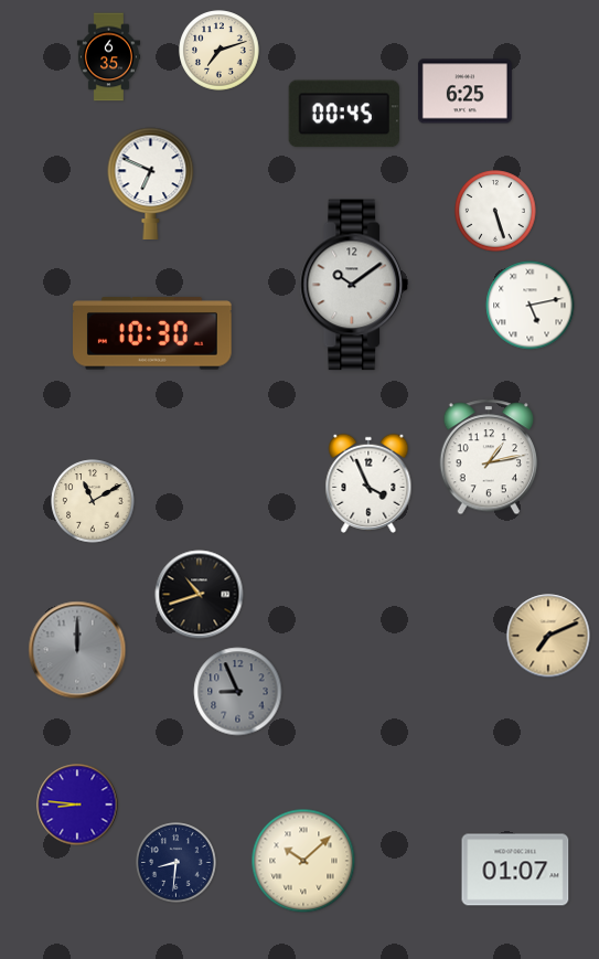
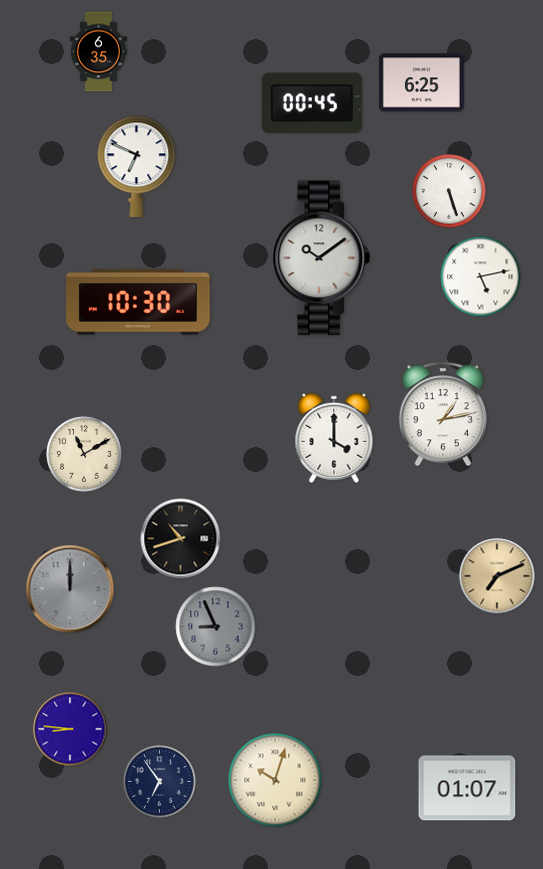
clock at (220, 51): 7:12 -> none
clock at (368, 483): 3:56 -> 4:00
clock at (303, 861): 10:08 -> 10:03
clock at (177, 863): 8:31 -> 6:54
